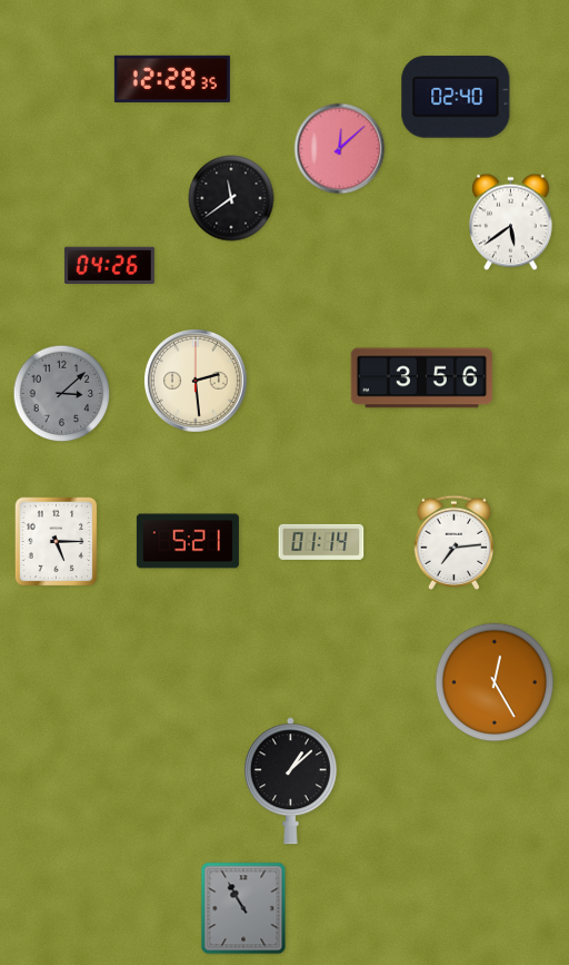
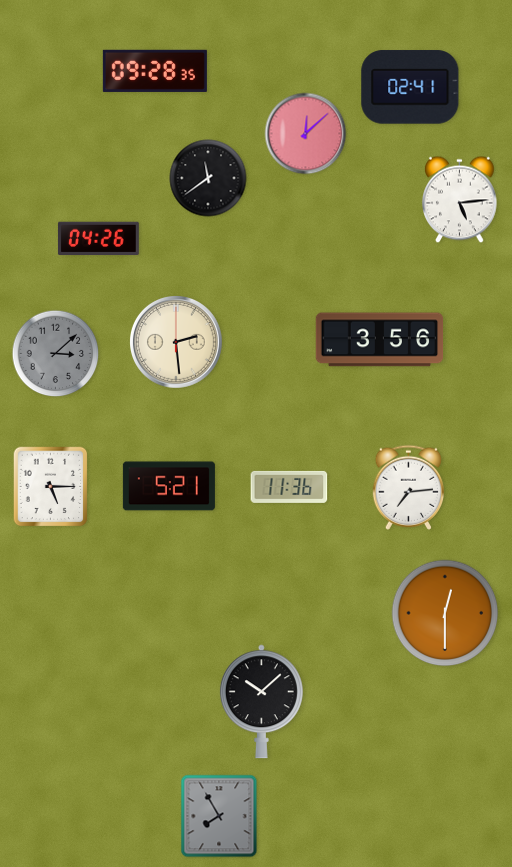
clock at (172, 79): 12:28 -> 09:28
clock at (456, 97): 02:40 -> 02:41
clock at (511, 223): 5:39 -> 5:14
clock at (321, 542): 01:14 -> 11:36
clock at (495, 682): 12:25 -> 12:30
clock at (290, 781): 1:08 -> 10:08
clock at (243, 908): 10:55 -> 7:55
